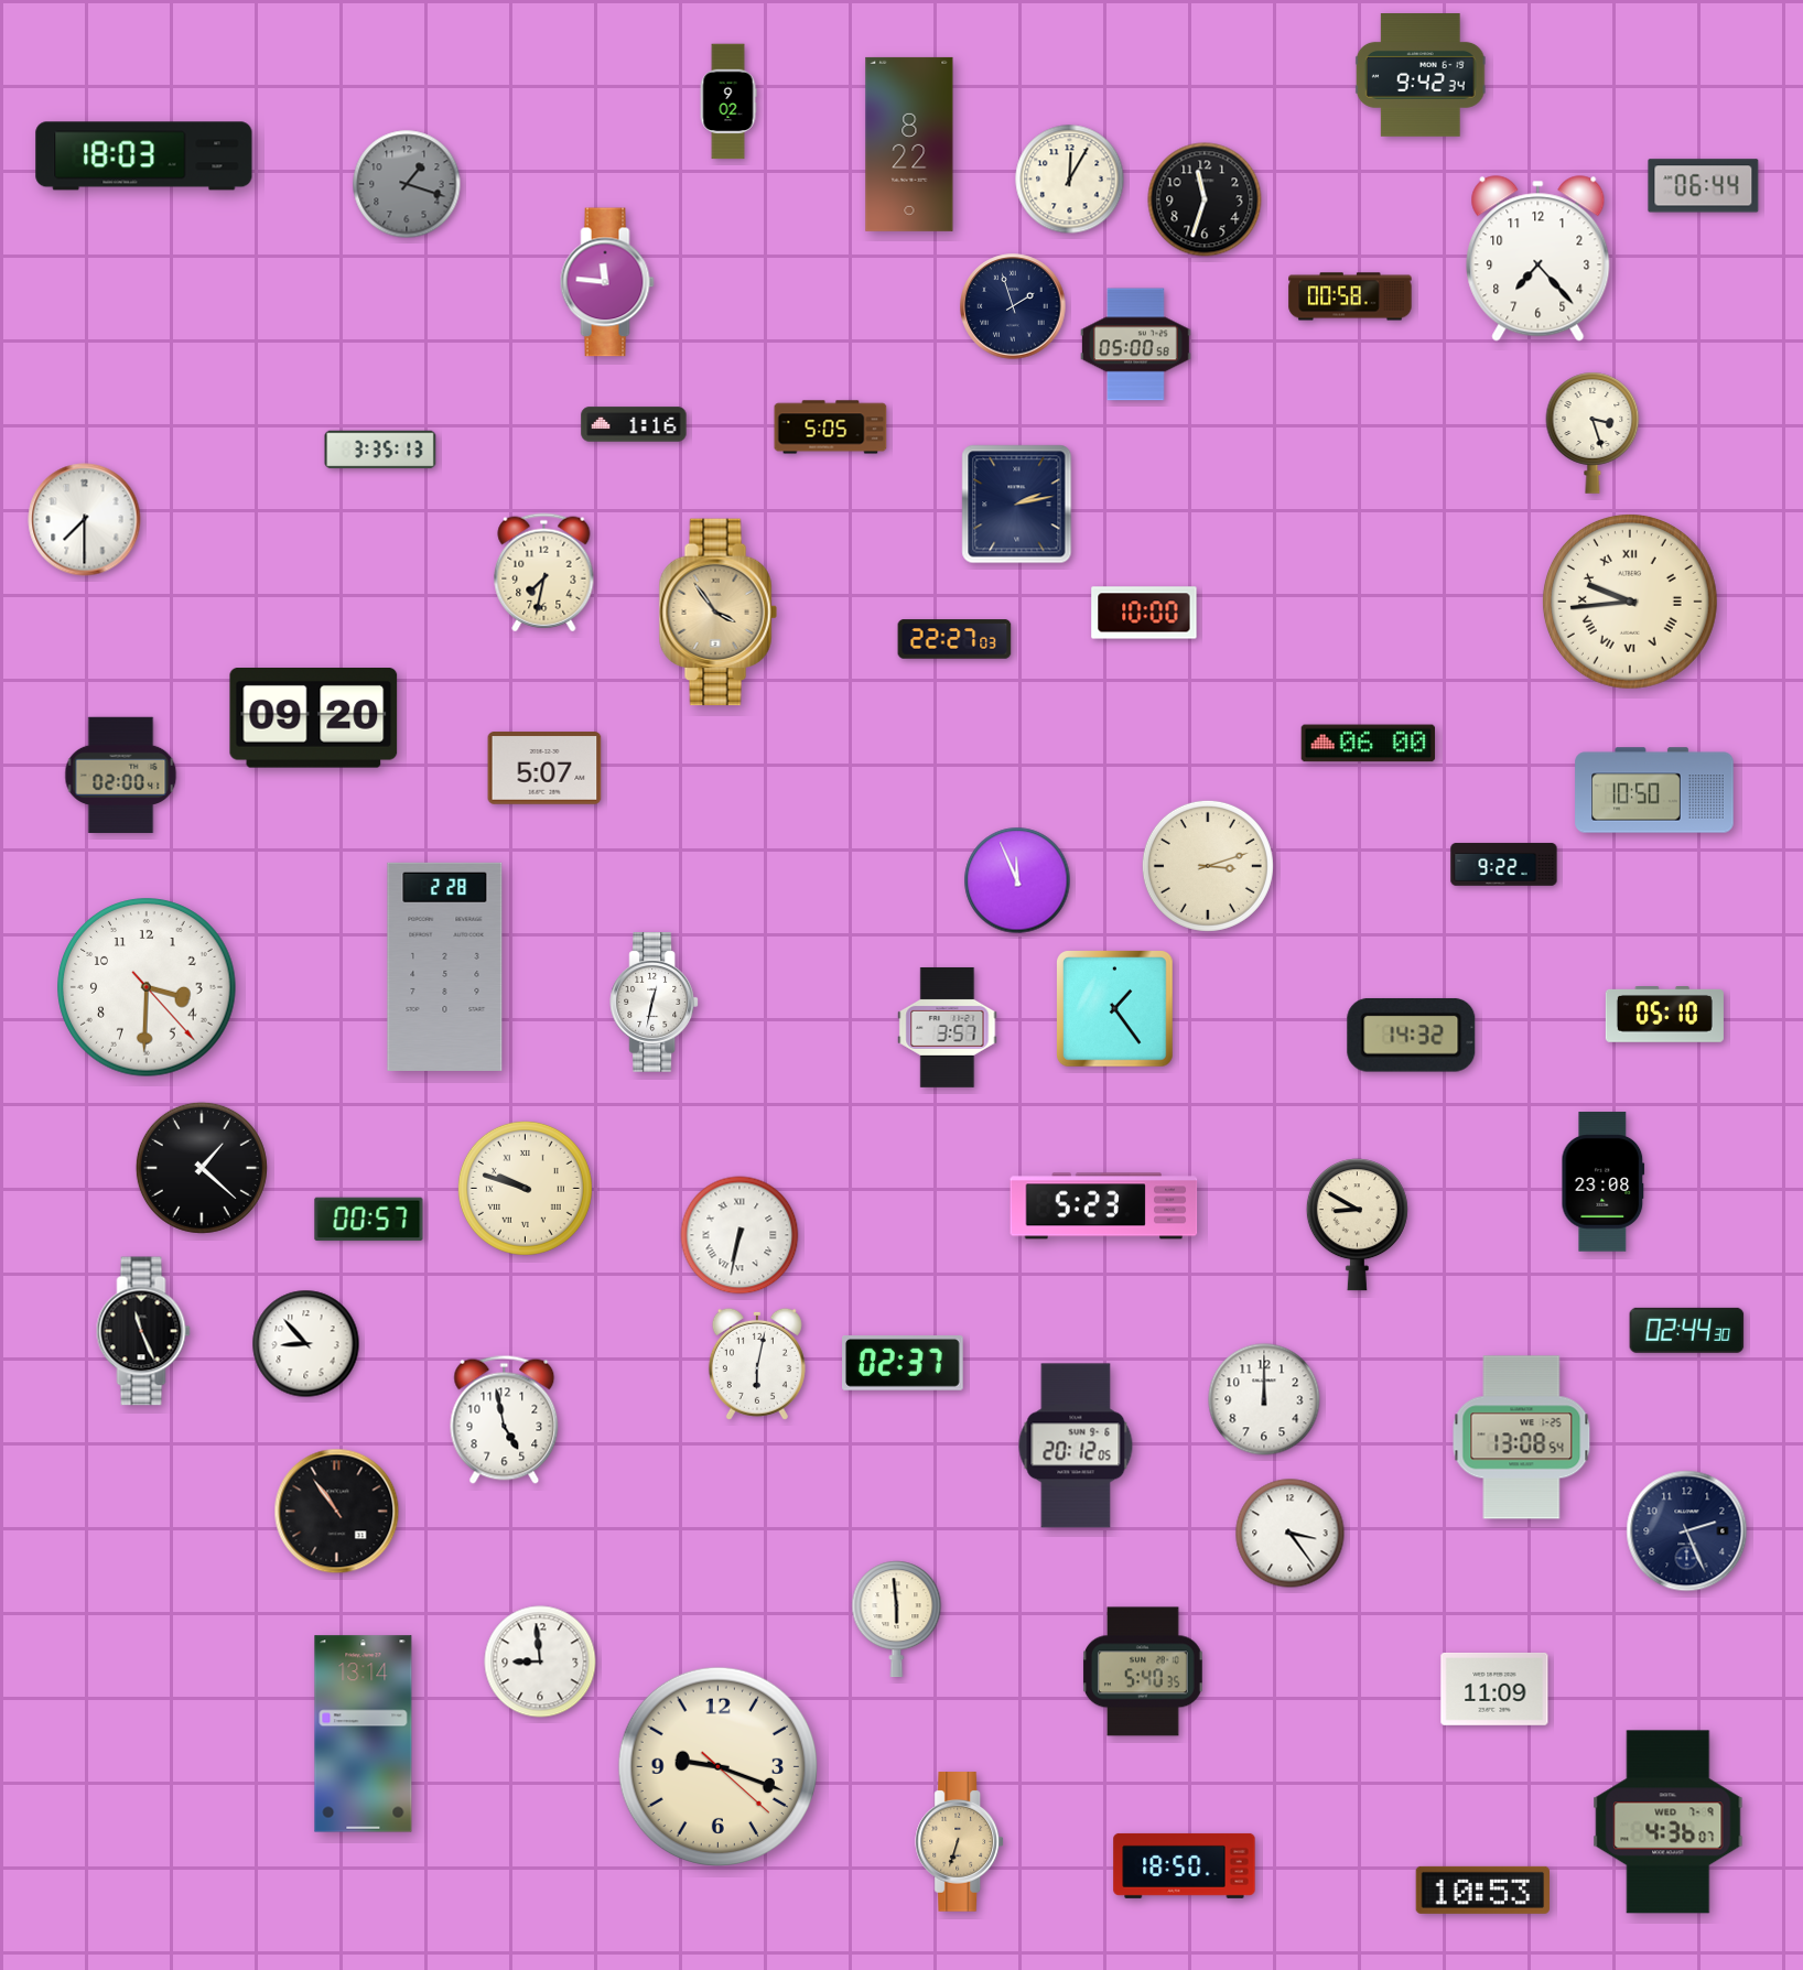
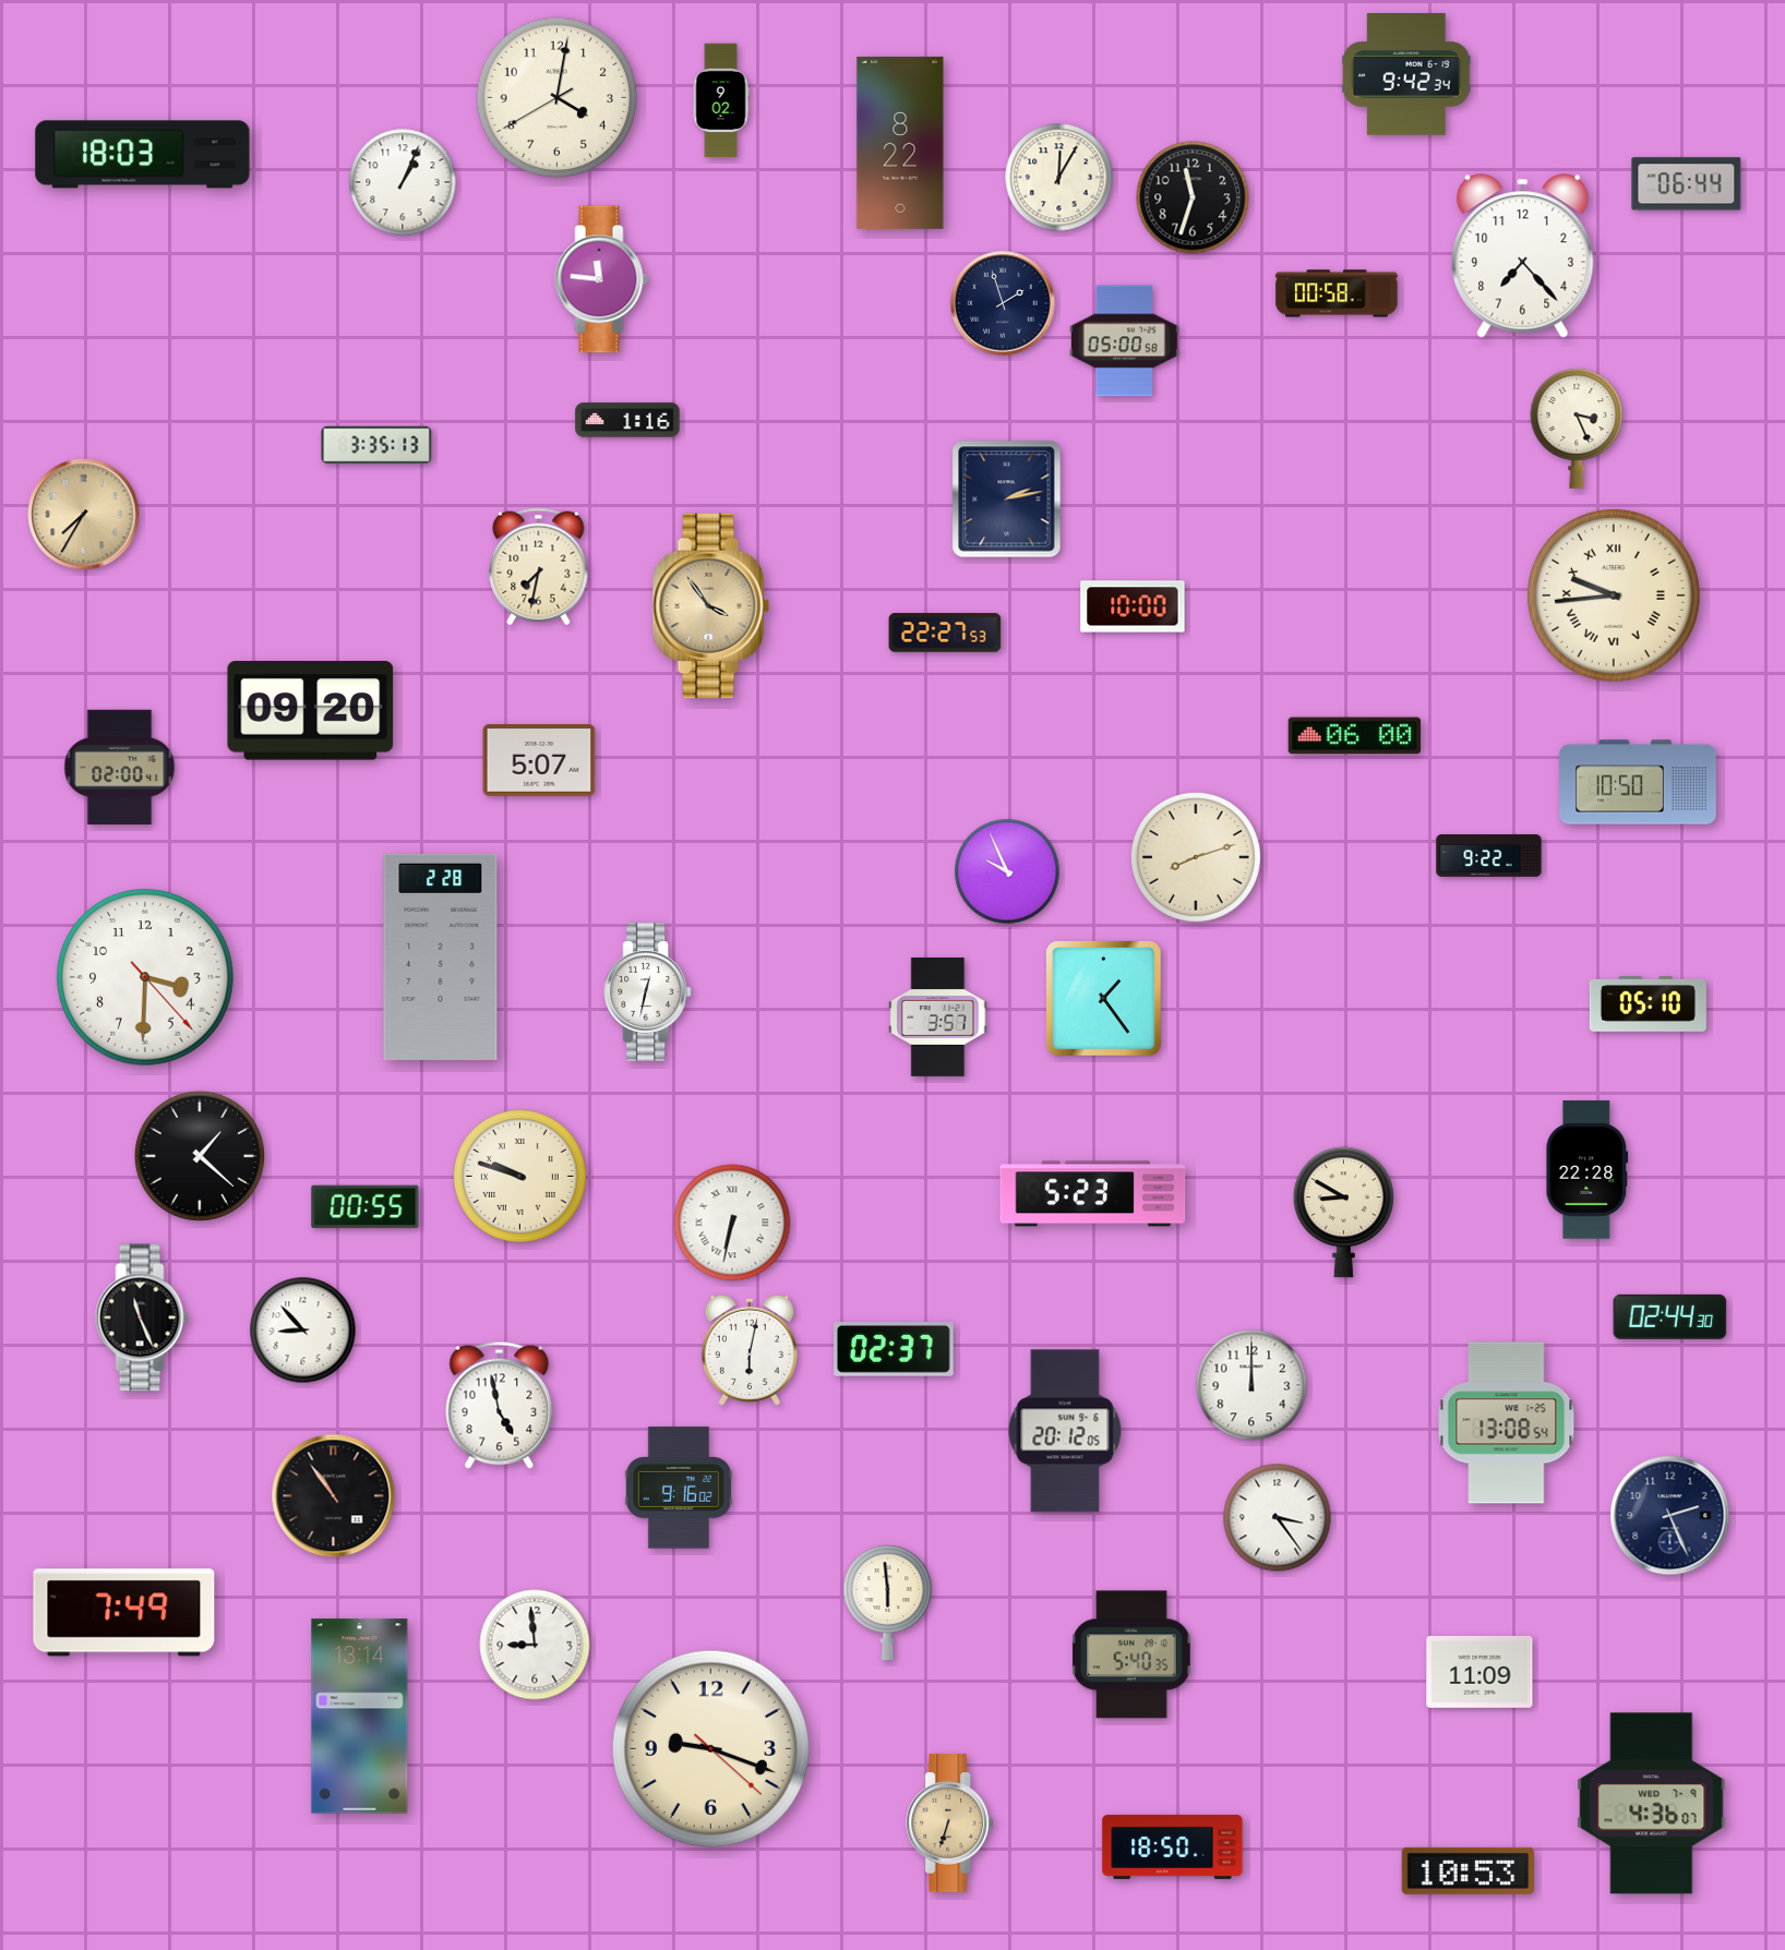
clock at (558, 98): none -> 4:01
clock at (407, 184): 1:18 -> 1:04
clock at (407, 184) dial: grey -> white
clock at (831, 427): 5:05 -> none
clock at (1593, 433): 3:27 -> 3:26
clock at (85, 520): 7:30 -> 7:35
clock at (85, 520) dial: white -> champagne
clock at (954, 639): 22:27:03 -> 22:27:53
clock at (1208, 866): 3:12 -> 8:12
clock at (1017, 880): 11:56 -> 9:56
clock at (1412, 1036): 14:32 -> none
clock at (1604, 1182): 23:08 -> 22:28
clock at (369, 1220): 00:57 -> 00:55
clock at (679, 1488): none -> 9:16
clock at (124, 1613): none -> 7:49
